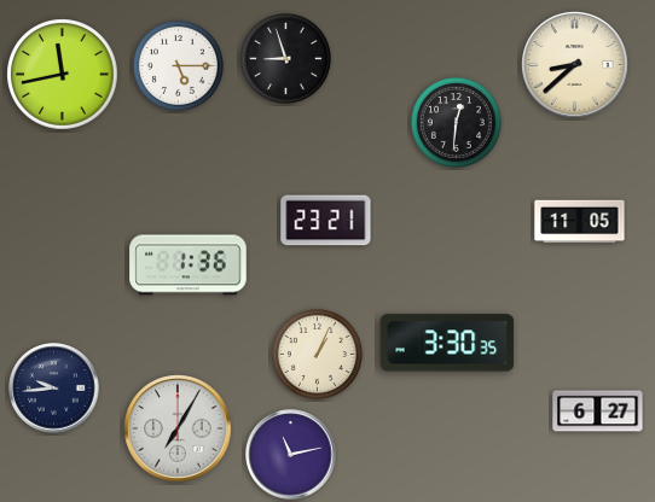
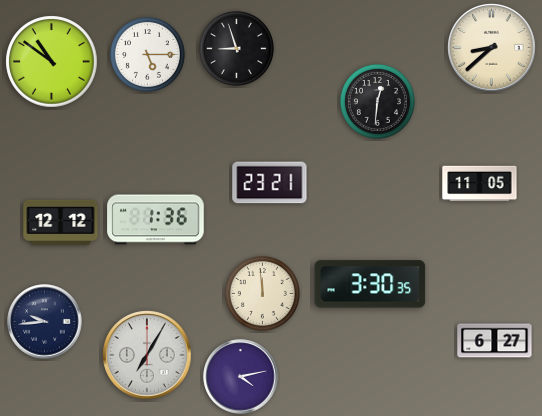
clock at (575, 65) position: (575, 65) -> (492, 48)
clock at (63, 75): 11:43 -> 10:51
clock at (61, 222): none -> 12:12
clock at (317, 354): 1:04 -> 11:59
clock at (291, 455): 11:13 -> 4:13
